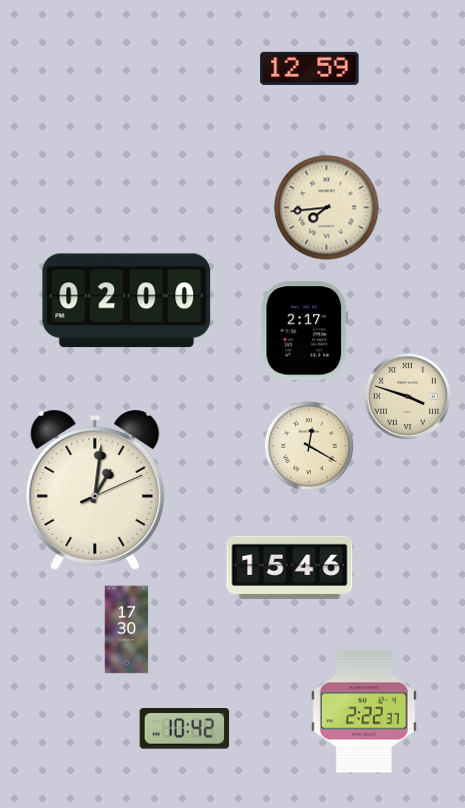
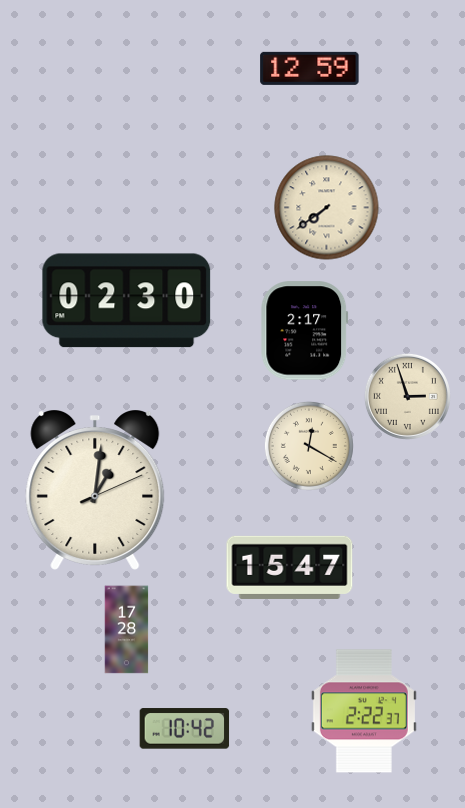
clock at (327, 208): 7:44 -> 7:39
clock at (127, 301): 02:00 -> 02:30
clock at (407, 396): 3:48 -> 2:57
clock at (290, 567): 15:46 -> 15:47
clock at (127, 630): 17:30 -> 17:28
